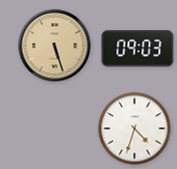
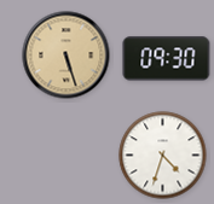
clock at (138, 49): 09:03 -> 09:30
